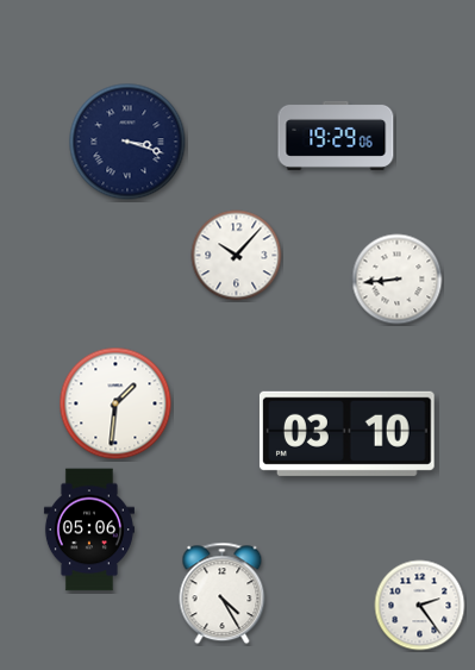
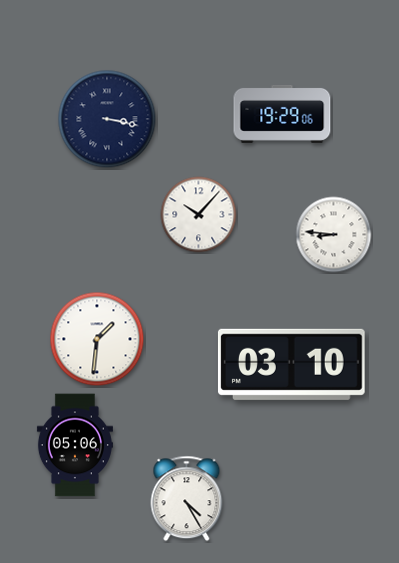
clock at (127, 142): 3:18 -> 3:17
clock at (398, 280): 8:44 -> 8:46
clock at (420, 606): 2:24 -> none
